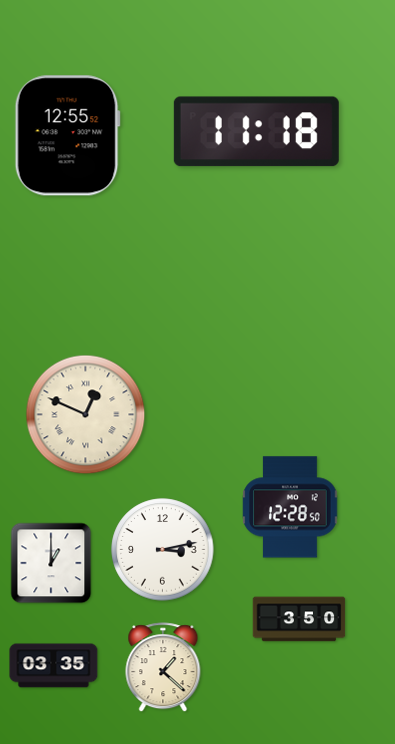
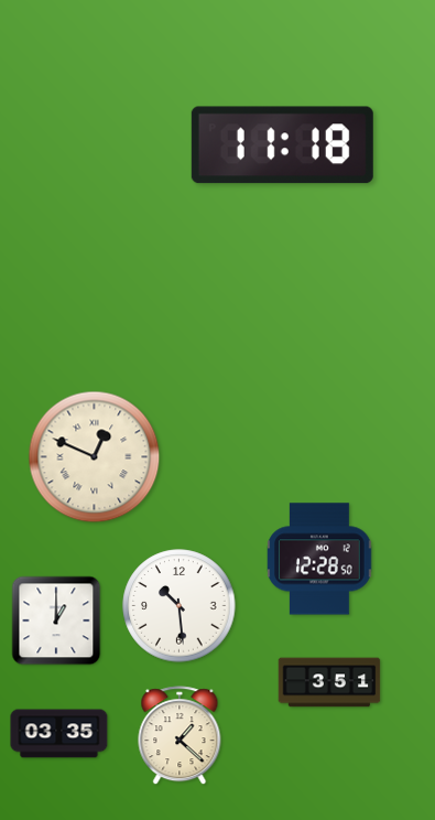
clock at (67, 136): 12:55 -> none
clock at (163, 550): 3:13 -> 10:29
clock at (299, 619): 3:50 -> 3:51
